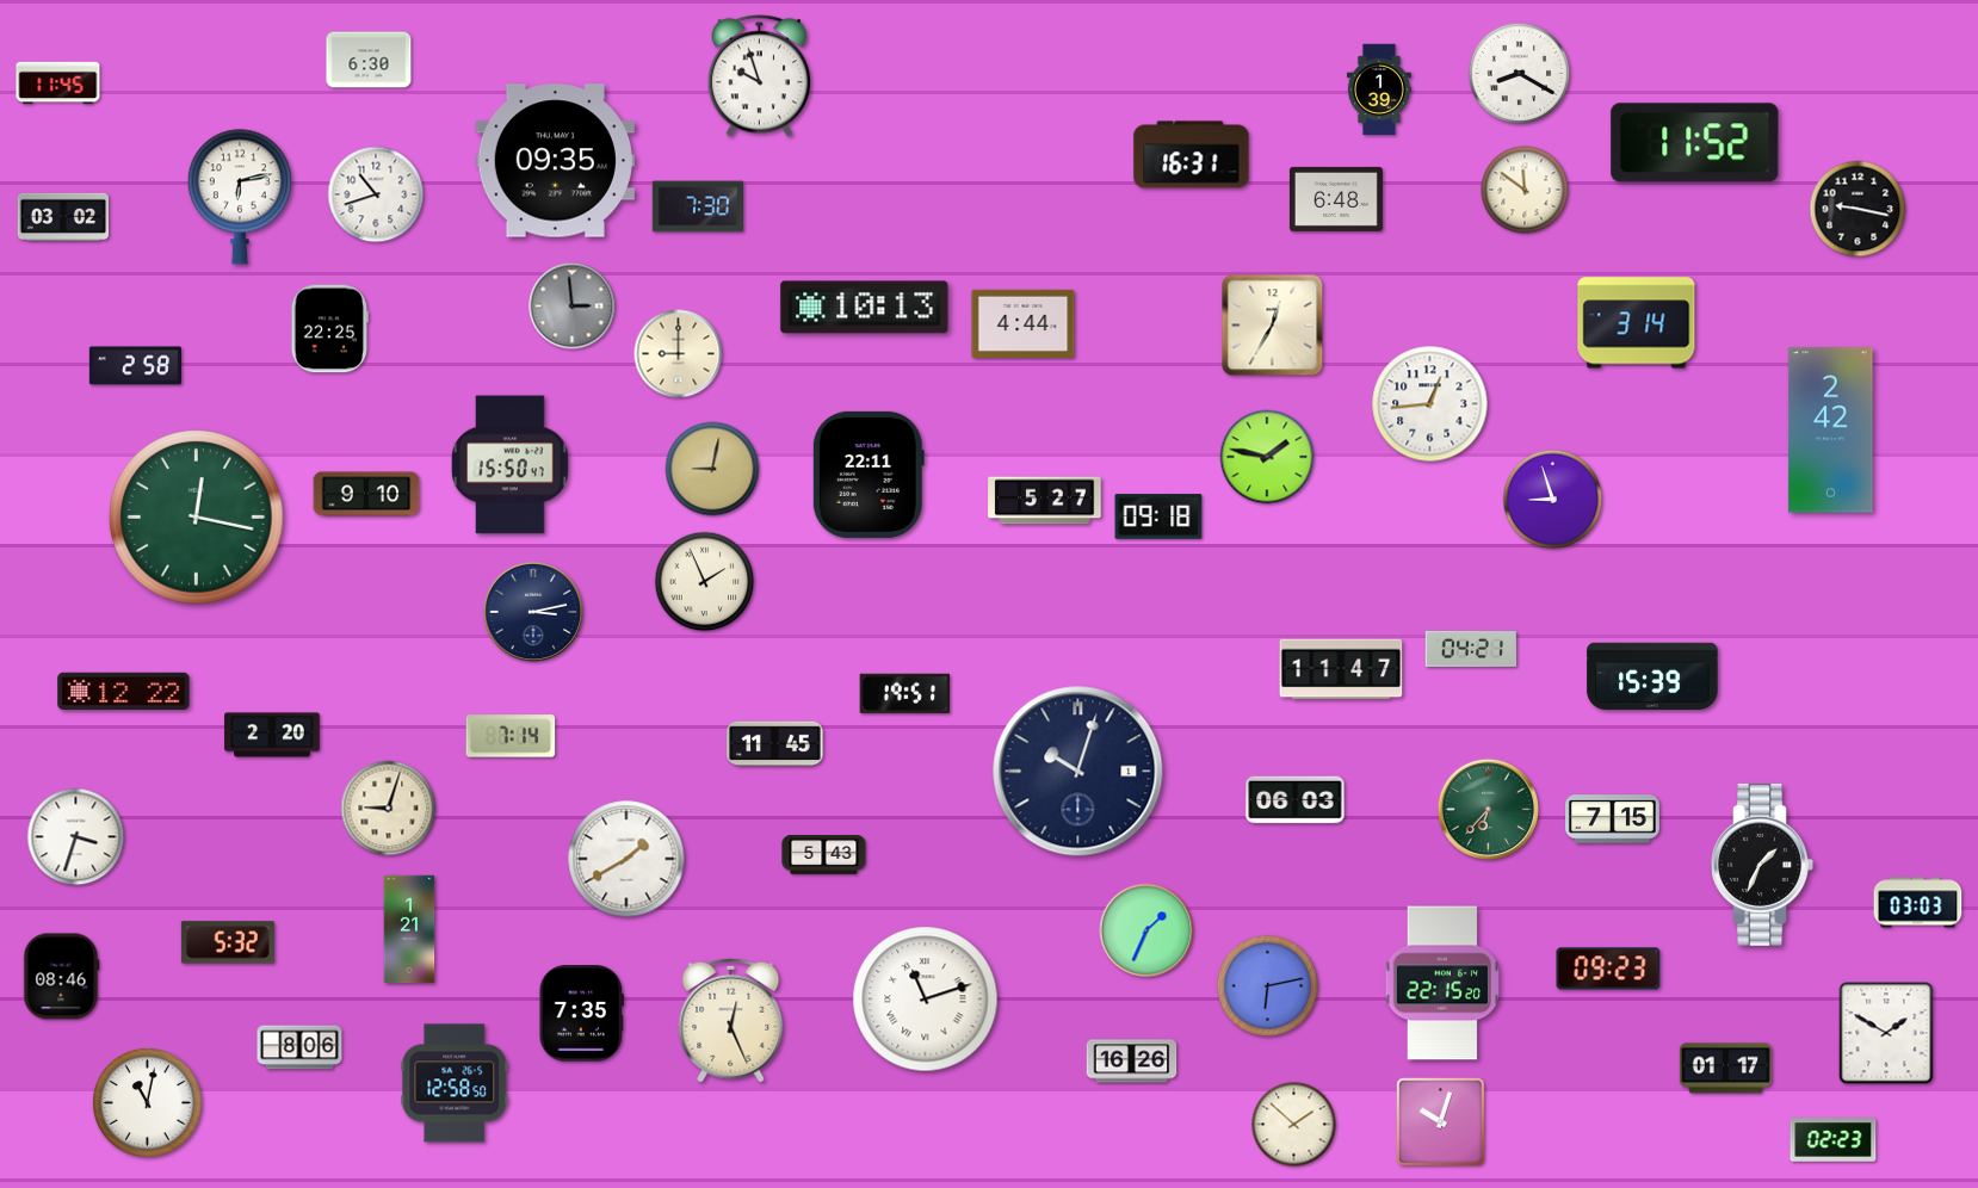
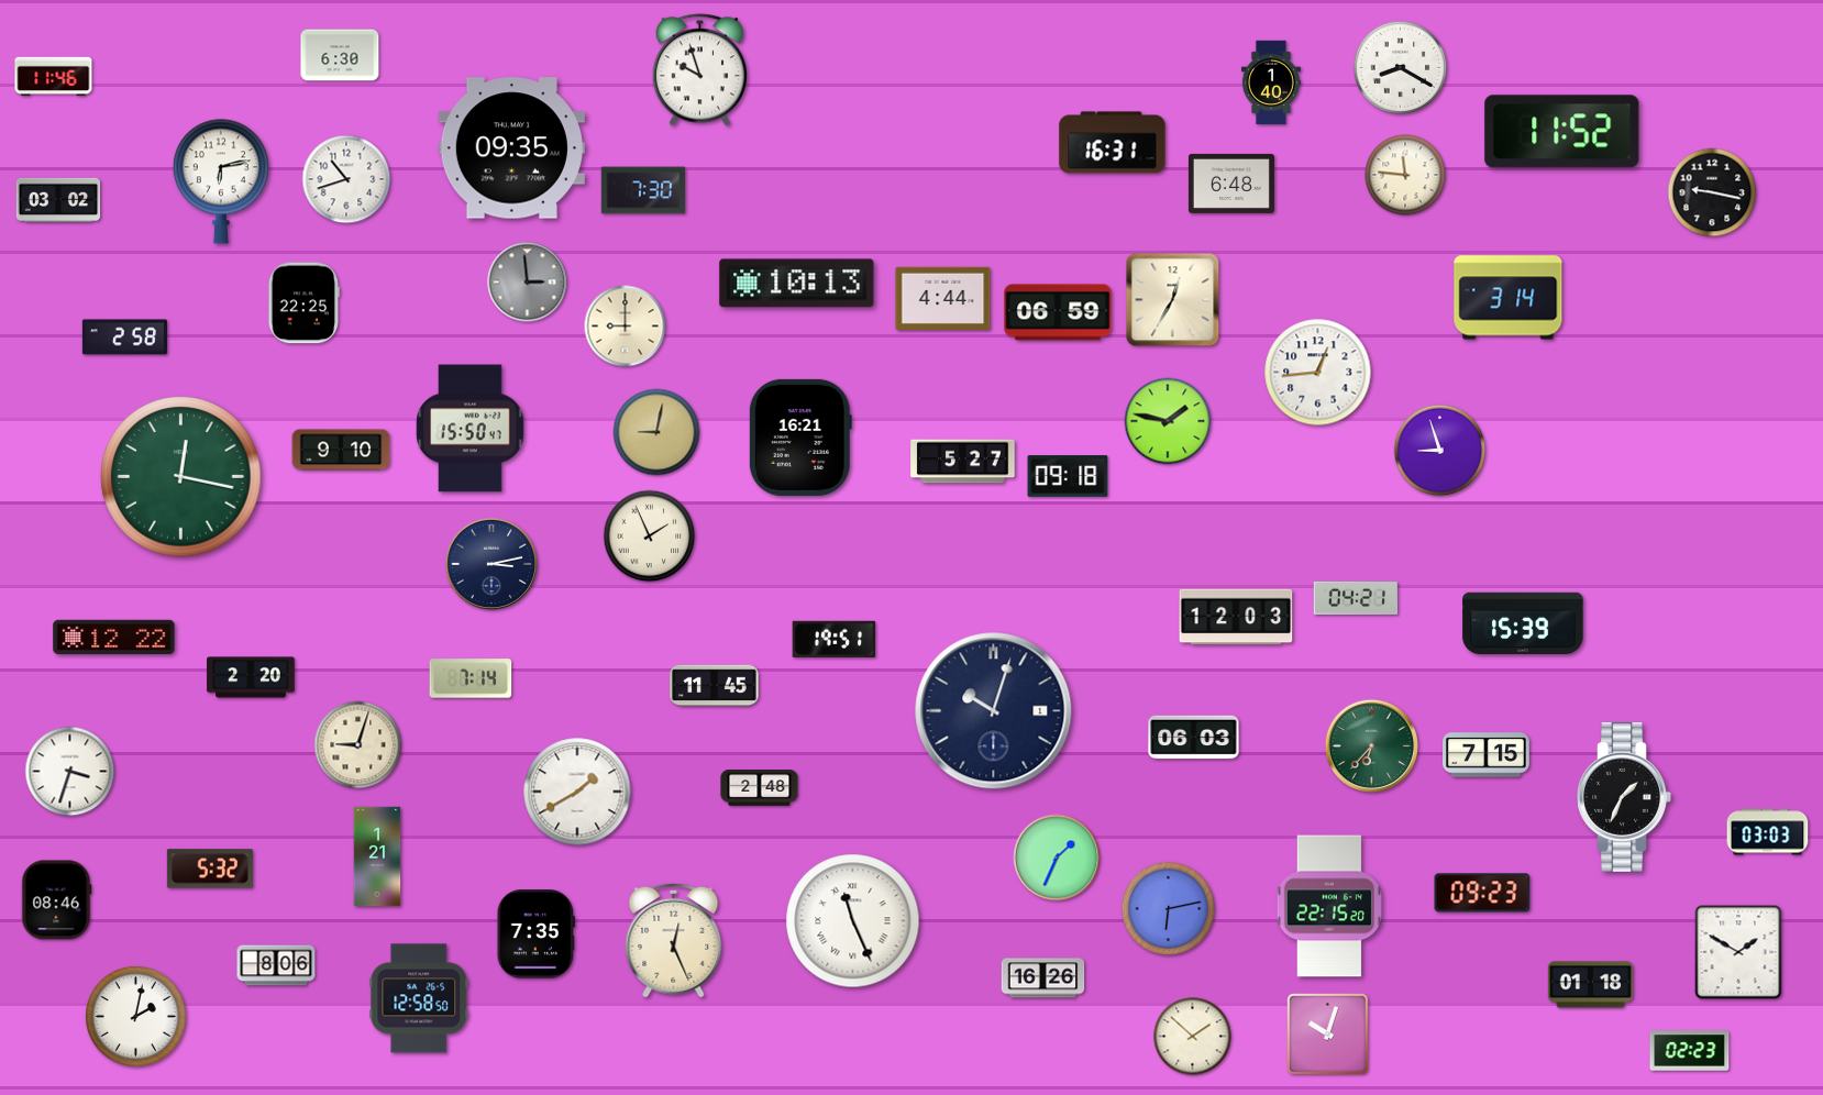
clock at (58, 83): 11:45 -> 11:46
clock at (1379, 89): 1:39 -> 1:40
clock at (1192, 155) position: (1192, 155) -> (1113, 143)
clock at (1525, 190): 11:51 -> 11:46
clock at (1058, 312): none -> 06:59
clock at (1831, 431): 2:42 -> none
clock at (869, 475): 22:11 -> 16:21
clock at (366, 494) position: (366, 494) -> (341, 450)
clock at (1553, 500) position: (1553, 500) -> (1440, 451)
clock at (1341, 669): 11:47 -> 12:03
clock at (824, 855): 5:43 -> 2:48
clock at (926, 1000): 11:12 -> 11:26
clock at (1725, 1069): 01:17 -> 01:18
clock at (148, 1103): 11:02 -> 2:02
